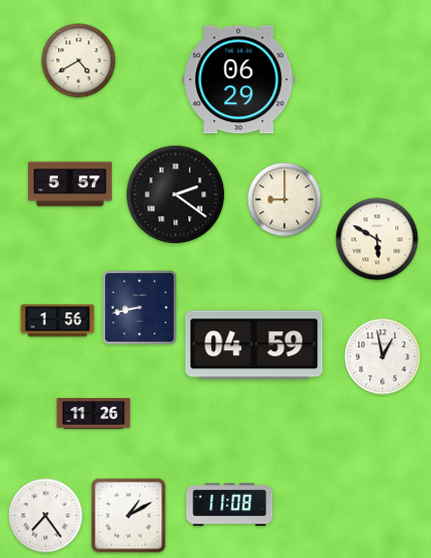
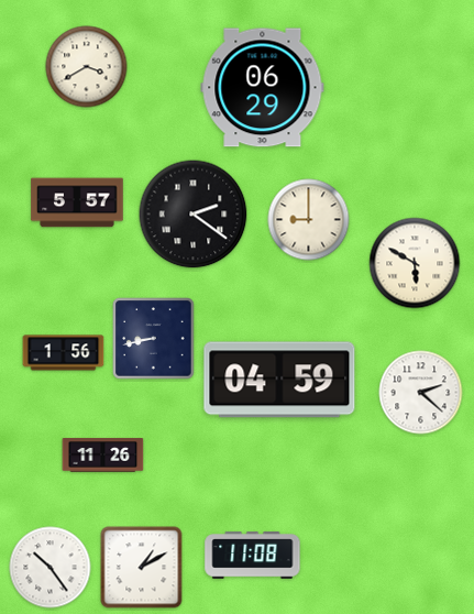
clock at (79, 61): 4:40 -> 3:40
clock at (285, 200) position: (285, 200) -> (309, 220)
clock at (383, 357): 12:58 -> 2:22
clock at (46, 516): 7:24 -> 10:24
